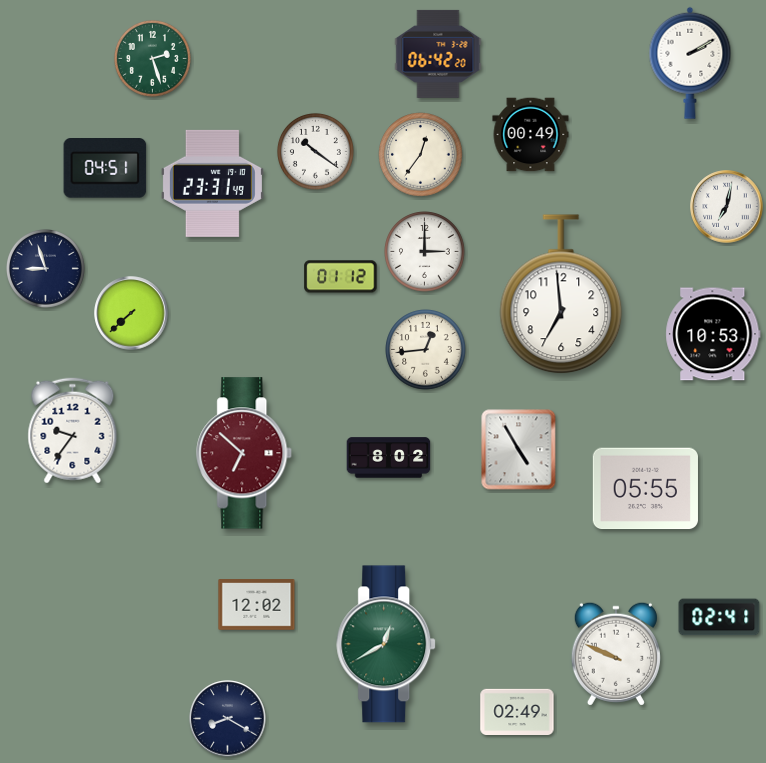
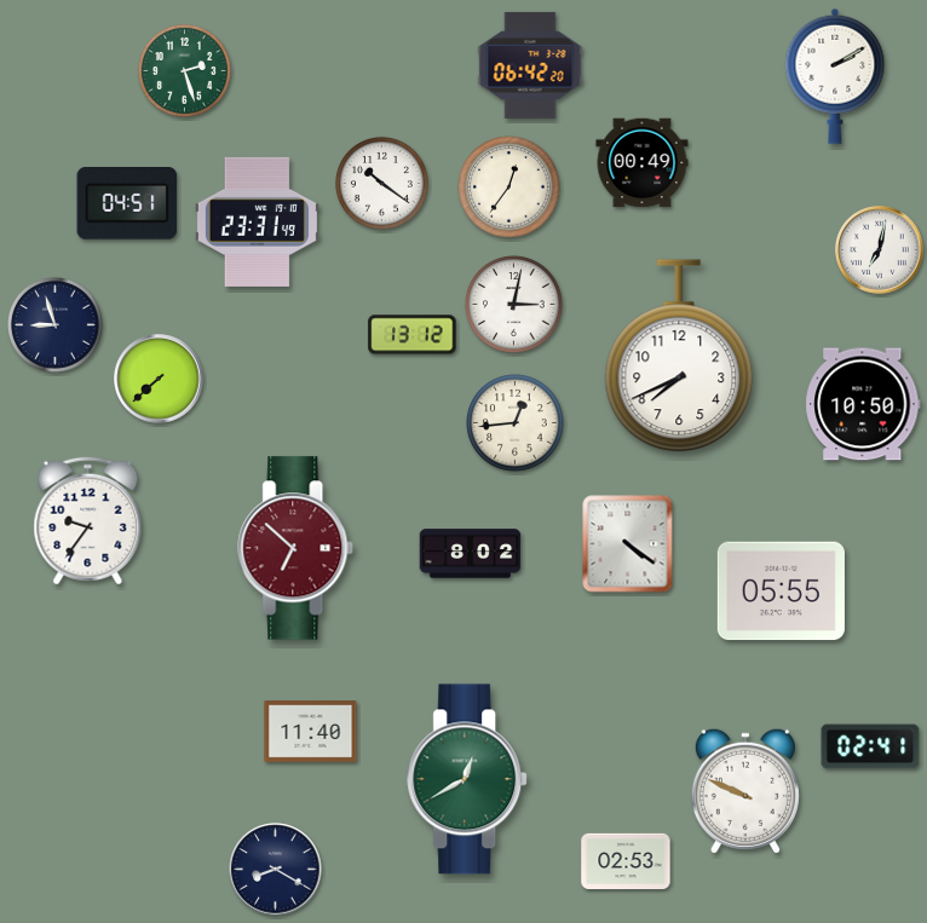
clock at (425, 252): 3:00 -> 3:02
clock at (341, 277): 01:12 -> 13:12
clock at (561, 295): 6:59 -> 7:41
clock at (713, 334): 10:53 -> 10:50
clock at (519, 450): 4:55 -> 4:21
clock at (257, 605): 12:02 -> 11:40
clock at (517, 711): 02:49 -> 02:53
